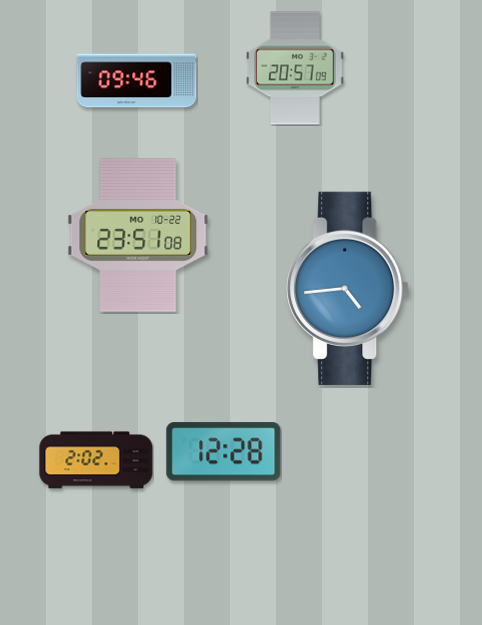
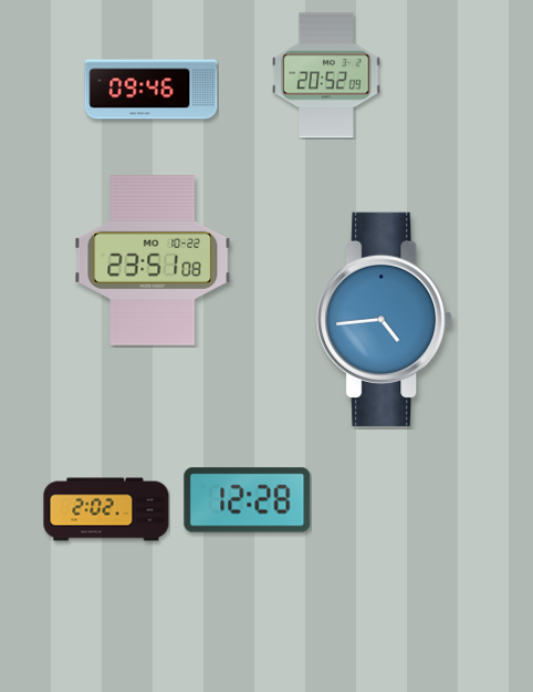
clock at (295, 68): 20:57 -> 20:52
